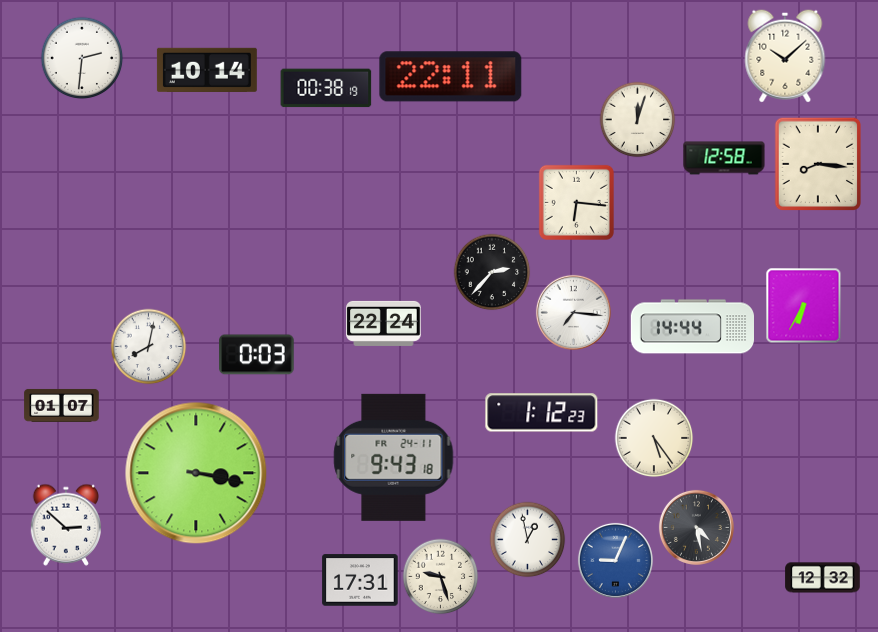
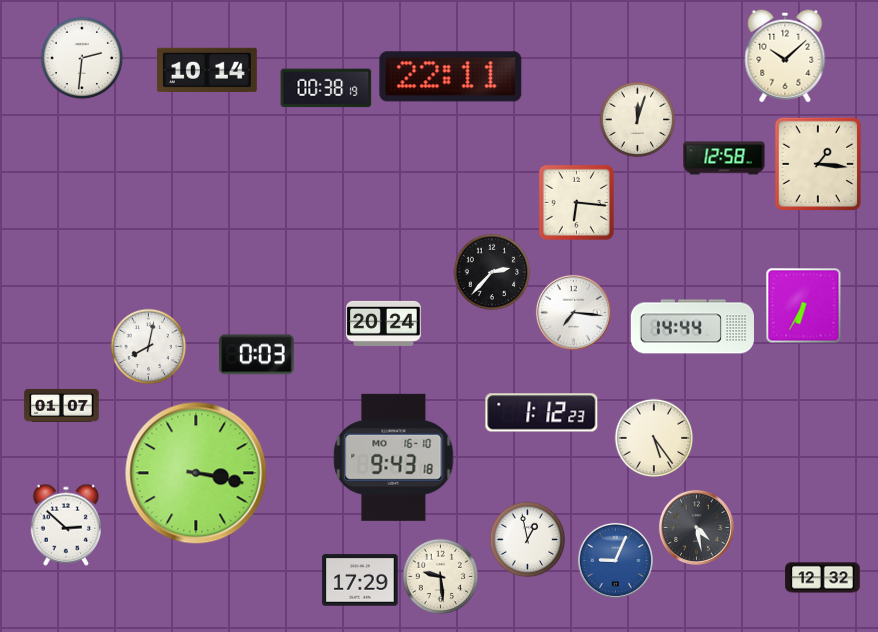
clock at (817, 163): 8:16 -> 1:16
clock at (384, 323): 22:24 -> 20:24
clock at (394, 457) date: FR 24-11 -> MO 16-10
clock at (441, 577): 9:27 -> 9:29
clock at (360, 580): 17:31 -> 17:29
